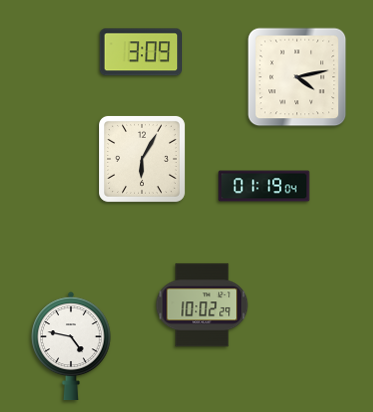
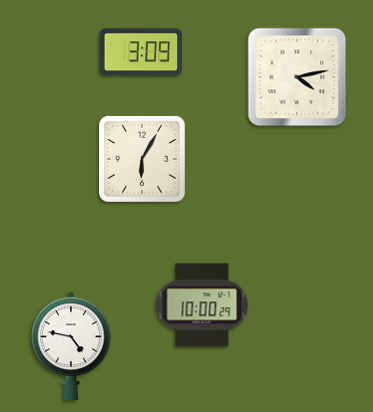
clock at (264, 186): 01:19 -> none
clock at (202, 305): 10:02 -> 10:00
